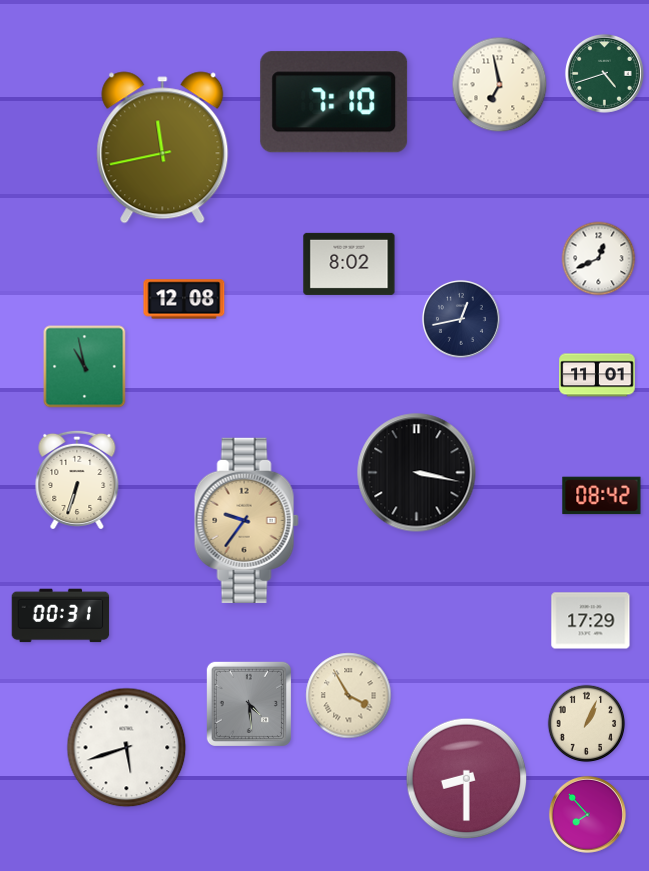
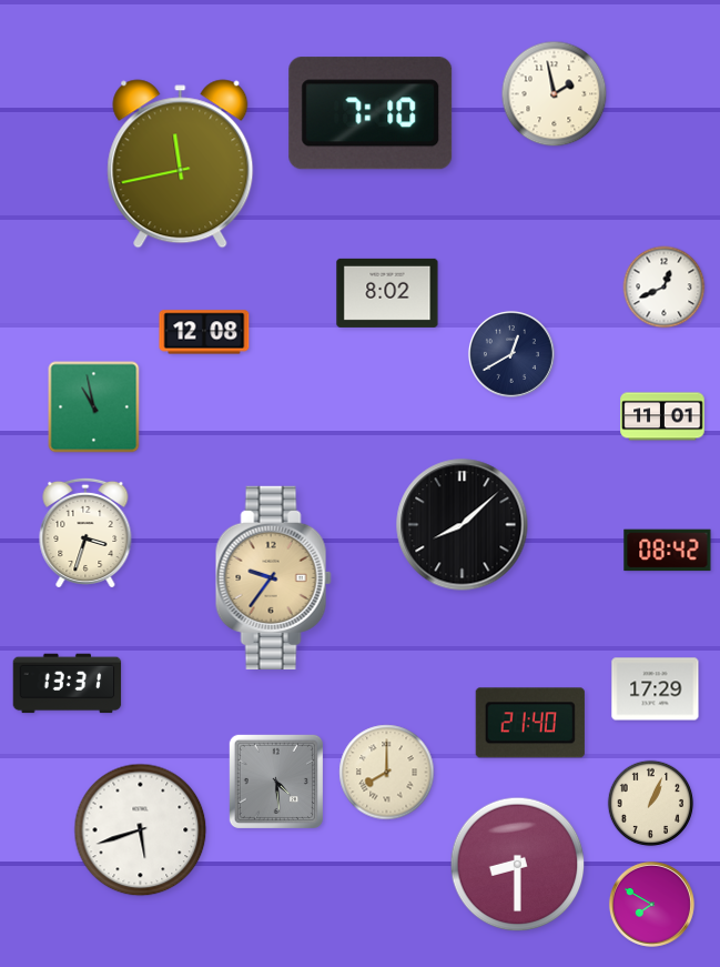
clock at (604, 73): 4:42 -> none
clock at (500, 85): 6:58 -> 1:58
clock at (461, 319): 12:43 -> 12:40
clock at (417, 473): 3:17 -> 8:08
clock at (77, 480): 6:33 -> 3:33
clock at (61, 616): 00:31 -> 13:31
clock at (530, 723): none -> 21:40
clock at (349, 696): 3:55 -> 8:00
clock at (587, 814): 7:53 -> 7:50
